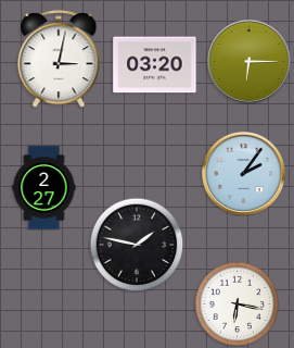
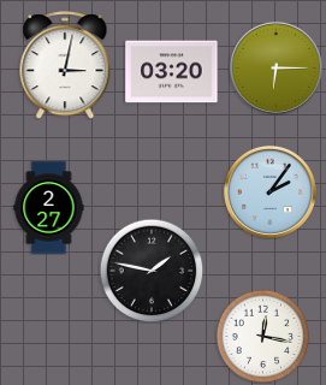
clock at (237, 303): 6:17 -> 12:17
